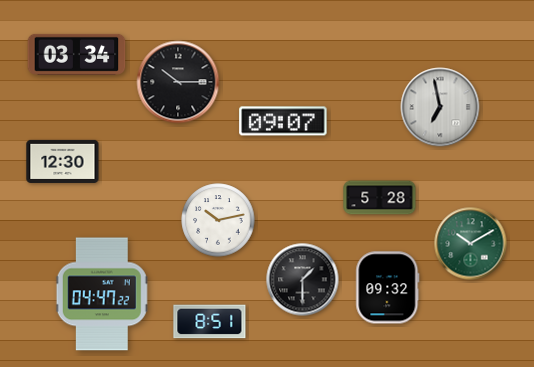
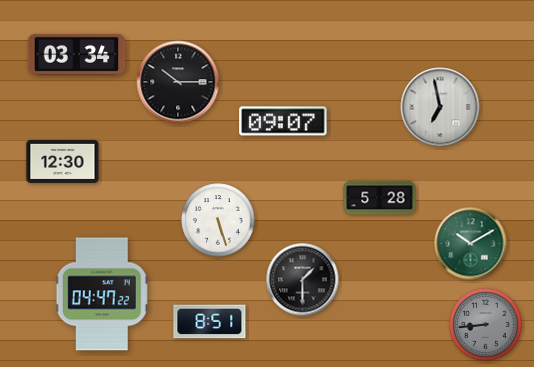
clock at (218, 220): 10:13 -> 5:27
clock at (388, 288): 09:32 -> none
clock at (486, 325): none -> 8:44
